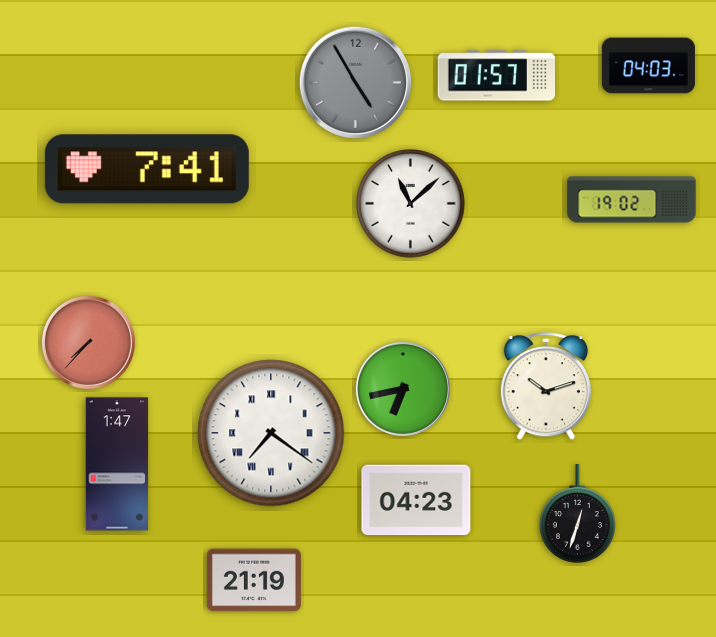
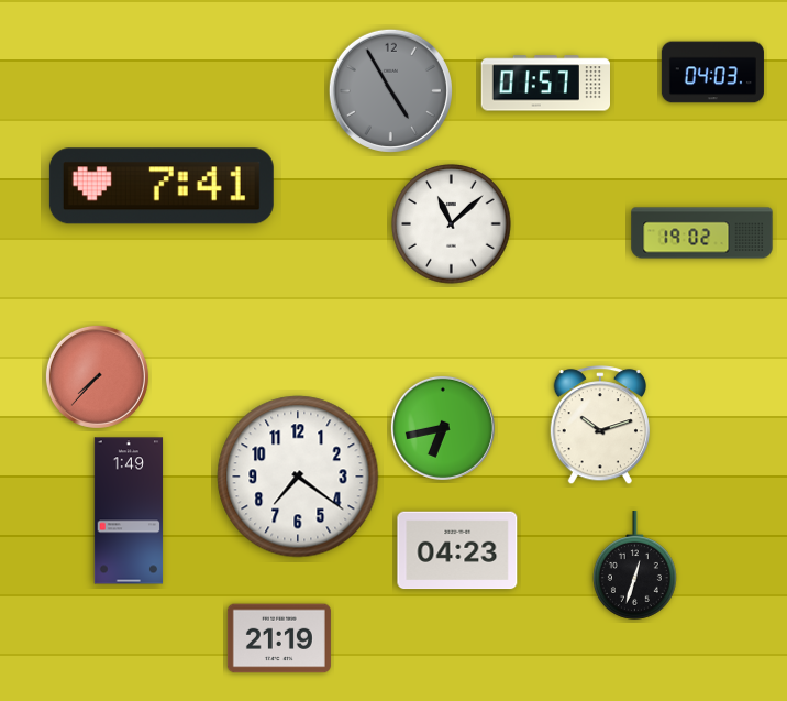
clock at (632, 200) position: (632, 200) -> (702, 233)
clock at (271, 433) numerals: Roman -> Arabic
clock at (117, 464): 1:47 -> 1:49
